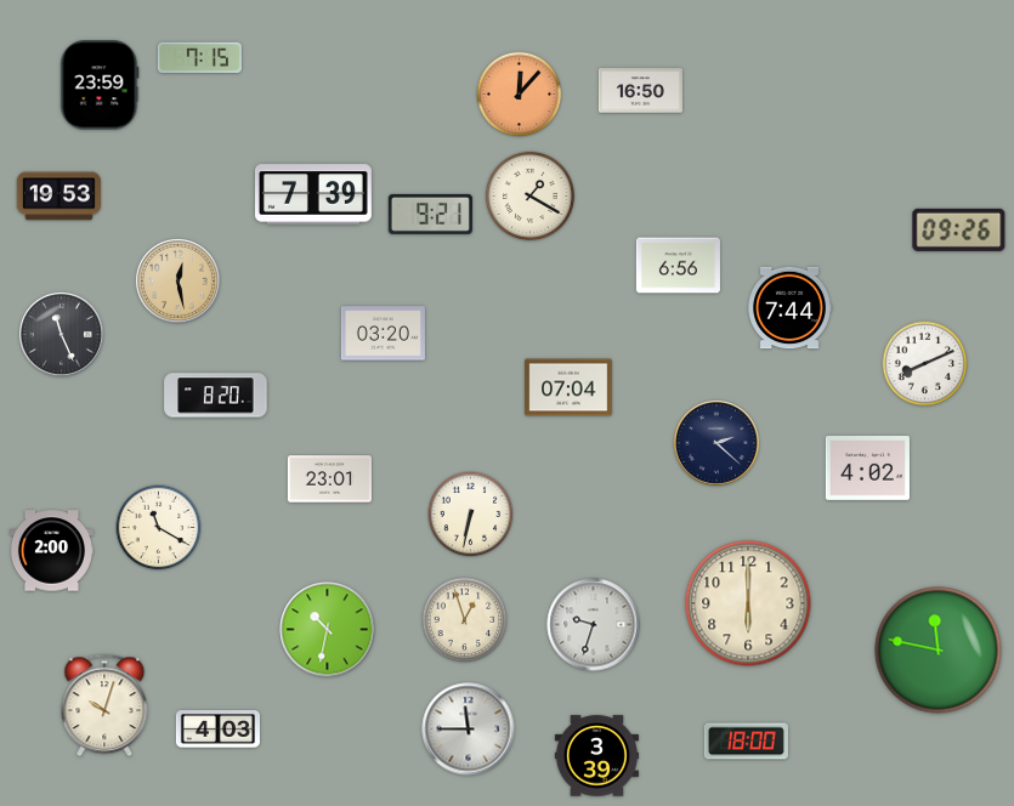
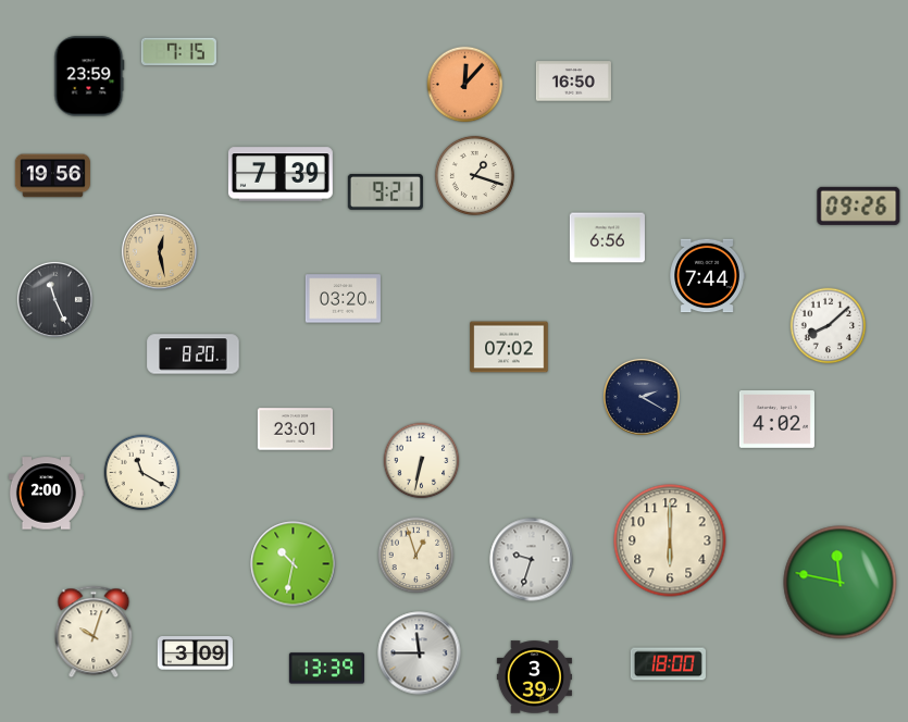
clock at (529, 195): 1:20 -> 1:18
clock at (58, 197): 19:53 -> 19:56
clock at (925, 364): 8:11 -> 8:08
clock at (568, 387): 07:04 -> 07:02
clock at (716, 443): 2:22 -> 2:20
clock at (217, 730): 4:03 -> 3:09
clock at (326, 669): none -> 13:39
